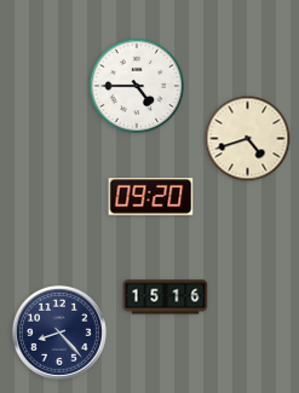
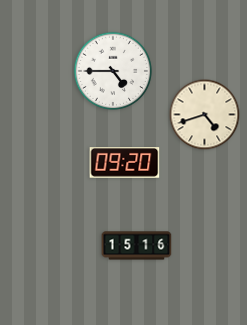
clock at (59, 333): 8:23 -> none
